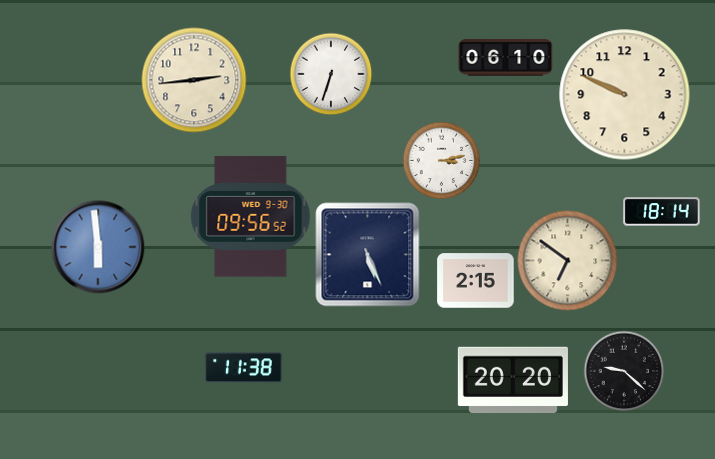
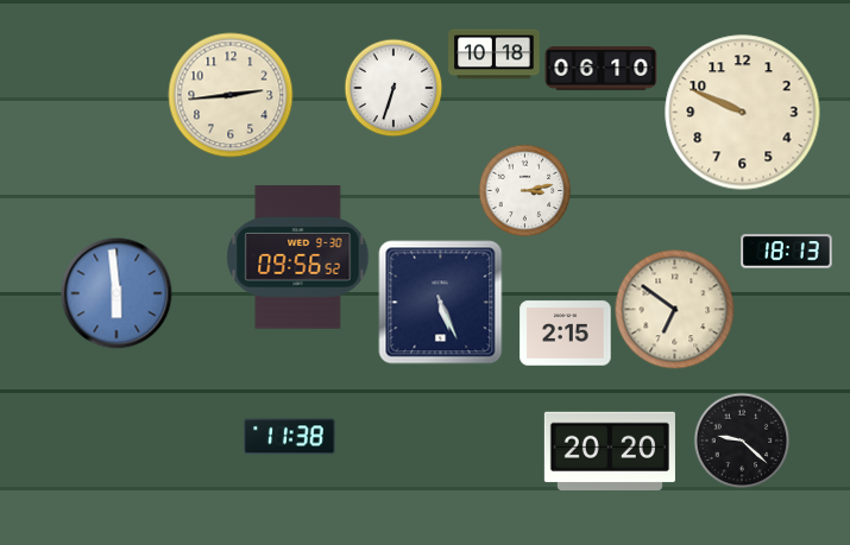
clock at (495, 55): none -> 10:18
clock at (662, 212): 18:14 -> 18:13
clock at (368, 255) position: (368, 255) -> (441, 303)
